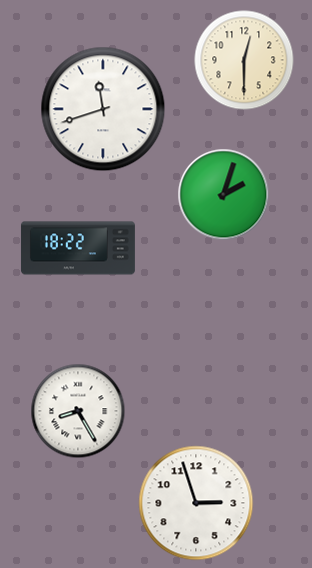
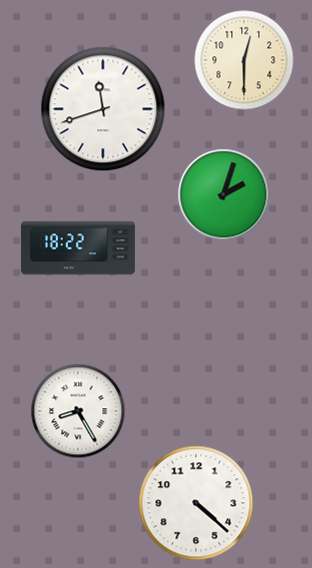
clock at (196, 503): 2:57 -> 4:22
